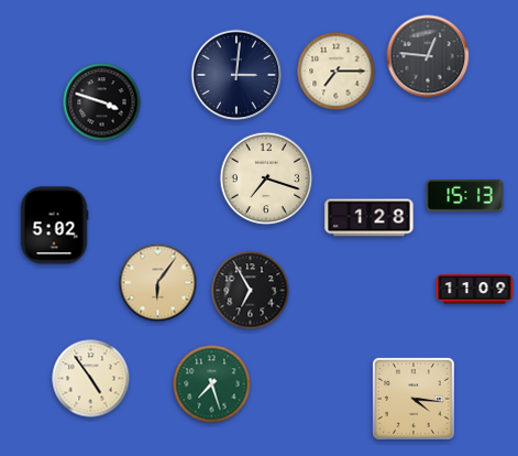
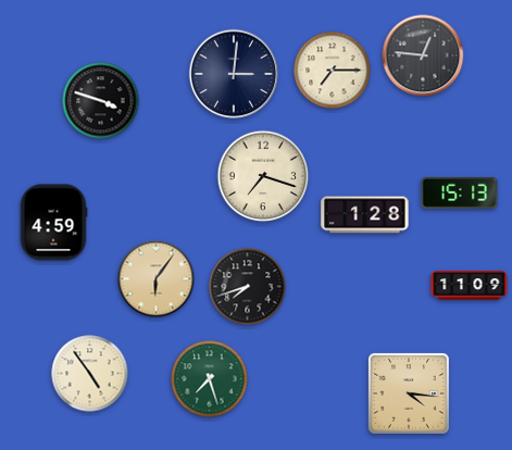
clock at (54, 226): 5:02 -> 4:59
clock at (251, 291): 6:55 -> 7:42
